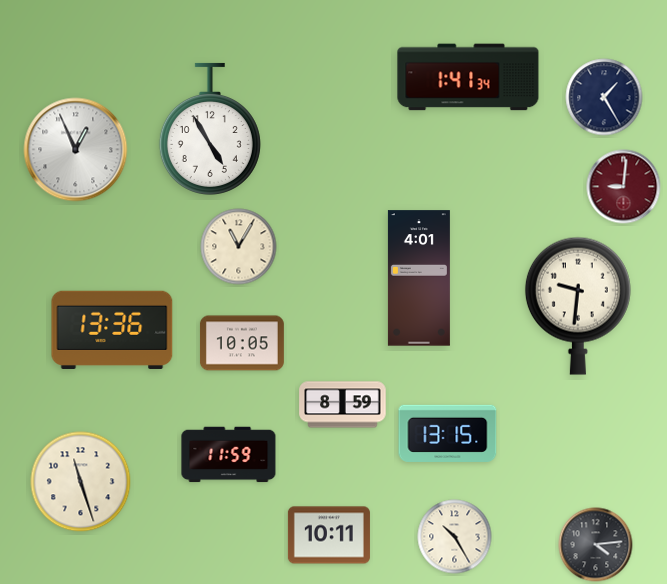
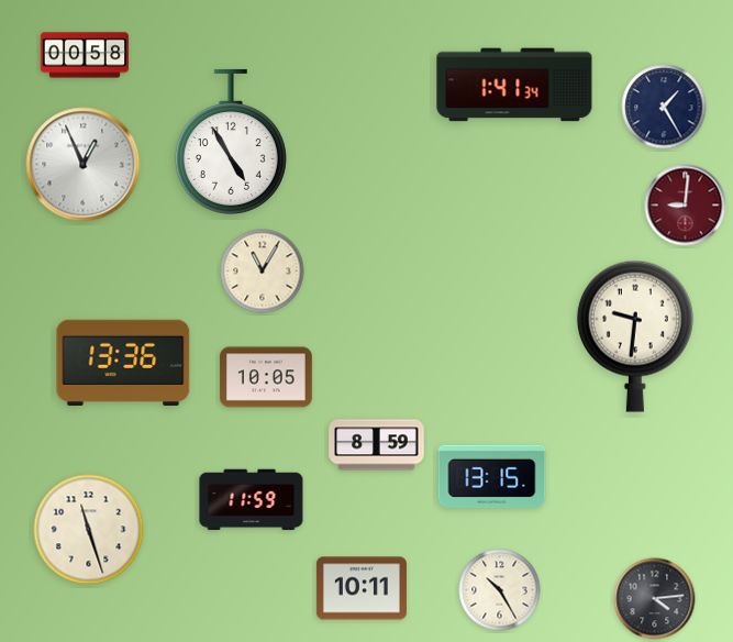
clock at (85, 55): none -> 00:58
clock at (419, 278): 4:01 -> none
